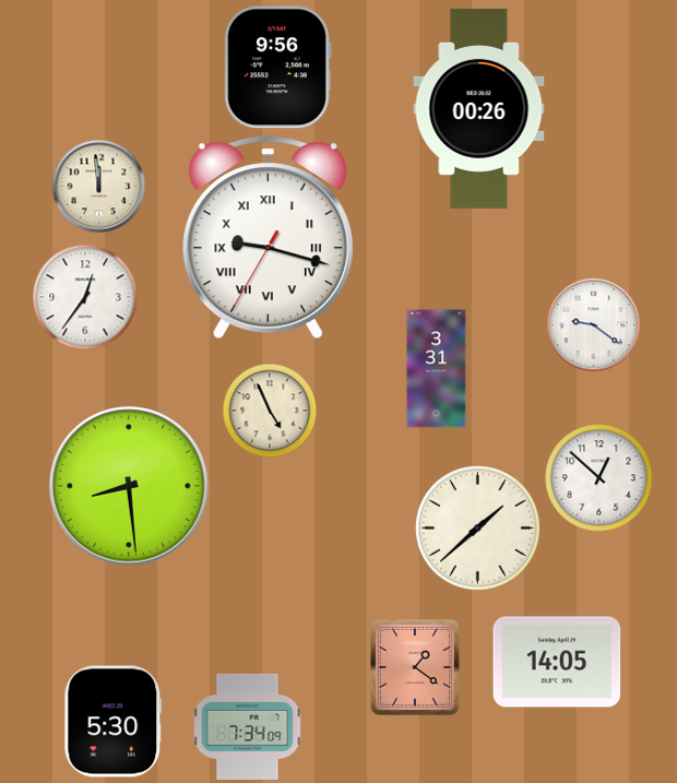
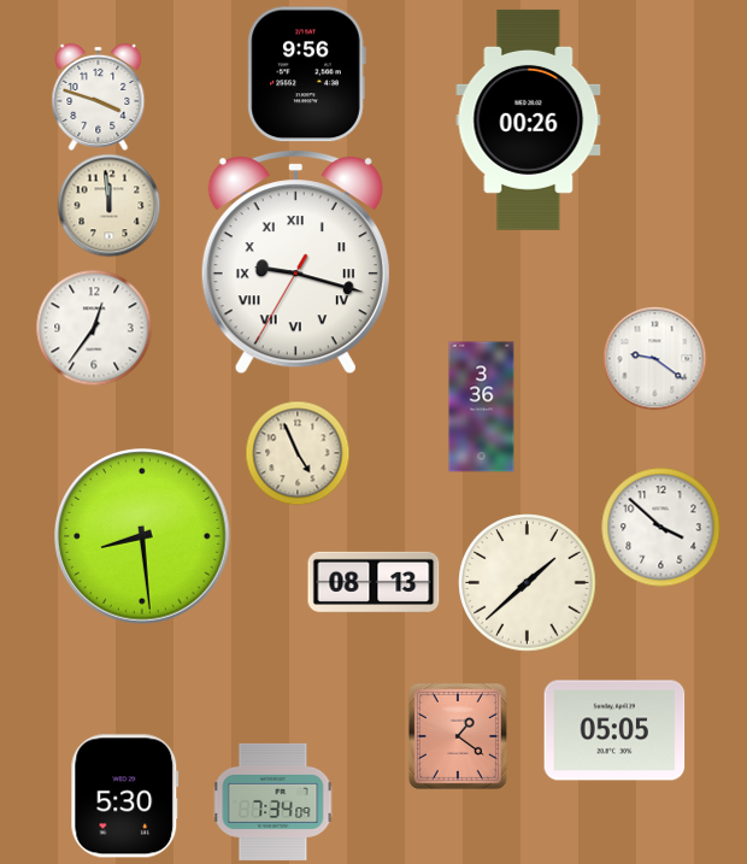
clock at (99, 96): none -> 3:48
clock at (437, 369): 3:31 -> 3:36
clock at (599, 478): 12:52 -> 3:52
clock at (373, 582): none -> 08:13
clock at (557, 662): 14:05 -> 05:05
